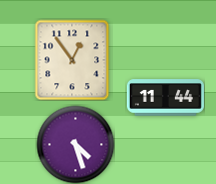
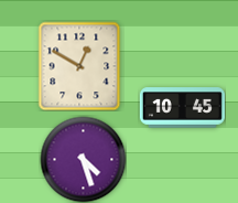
clock at (72, 60): 12:54 -> 12:50
clock at (165, 98): 11:44 -> 10:45
